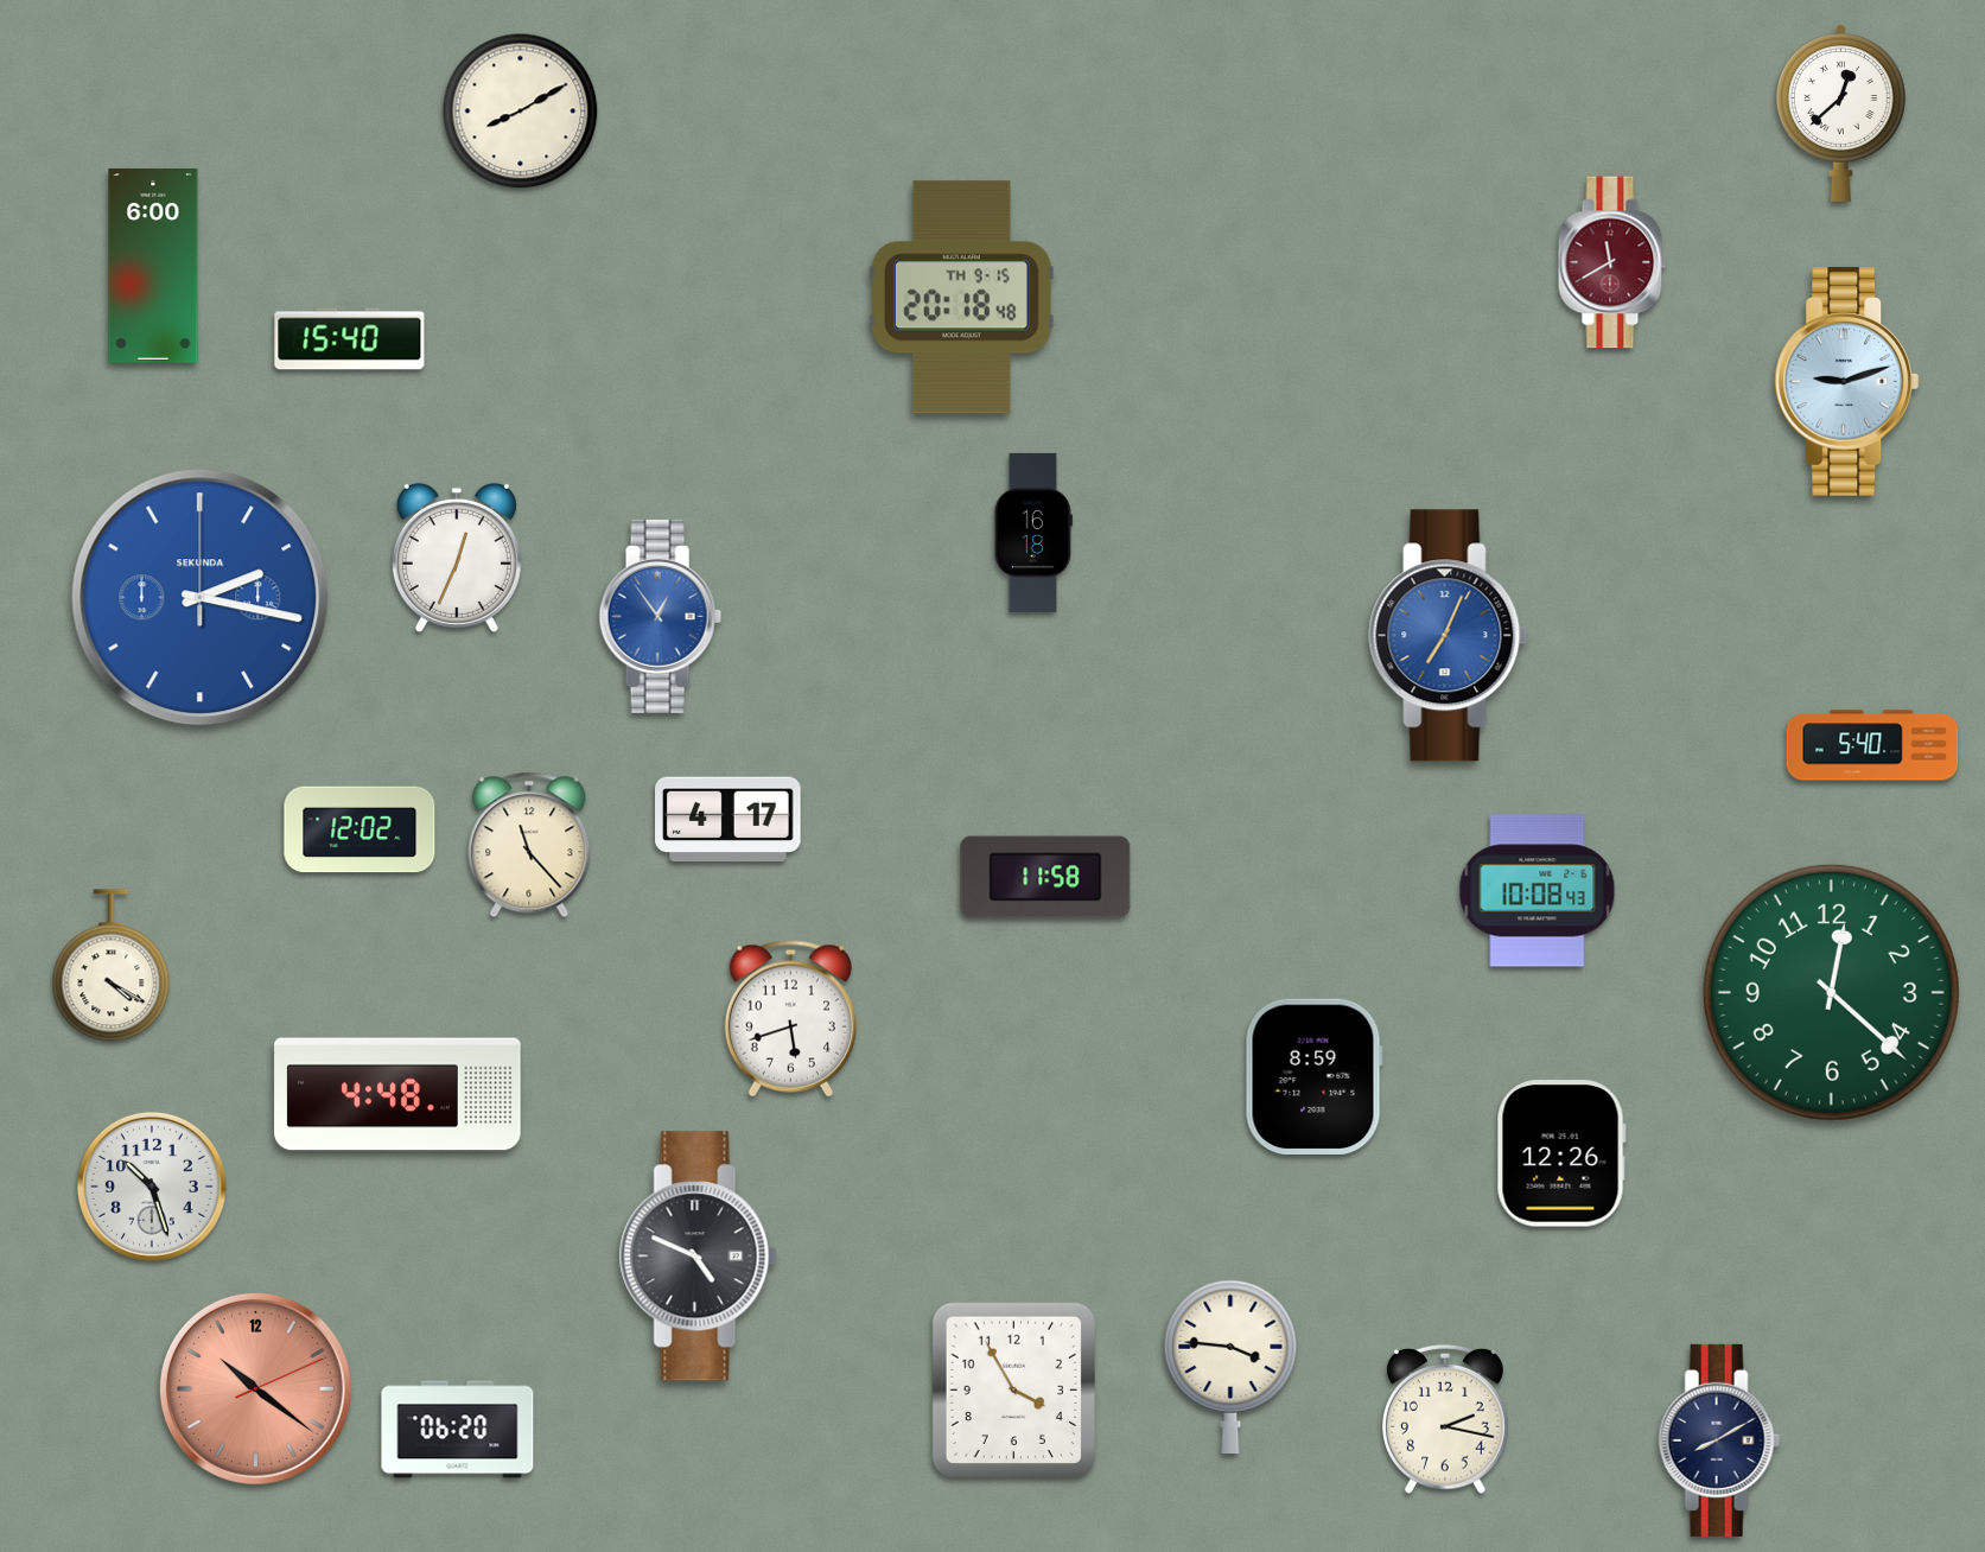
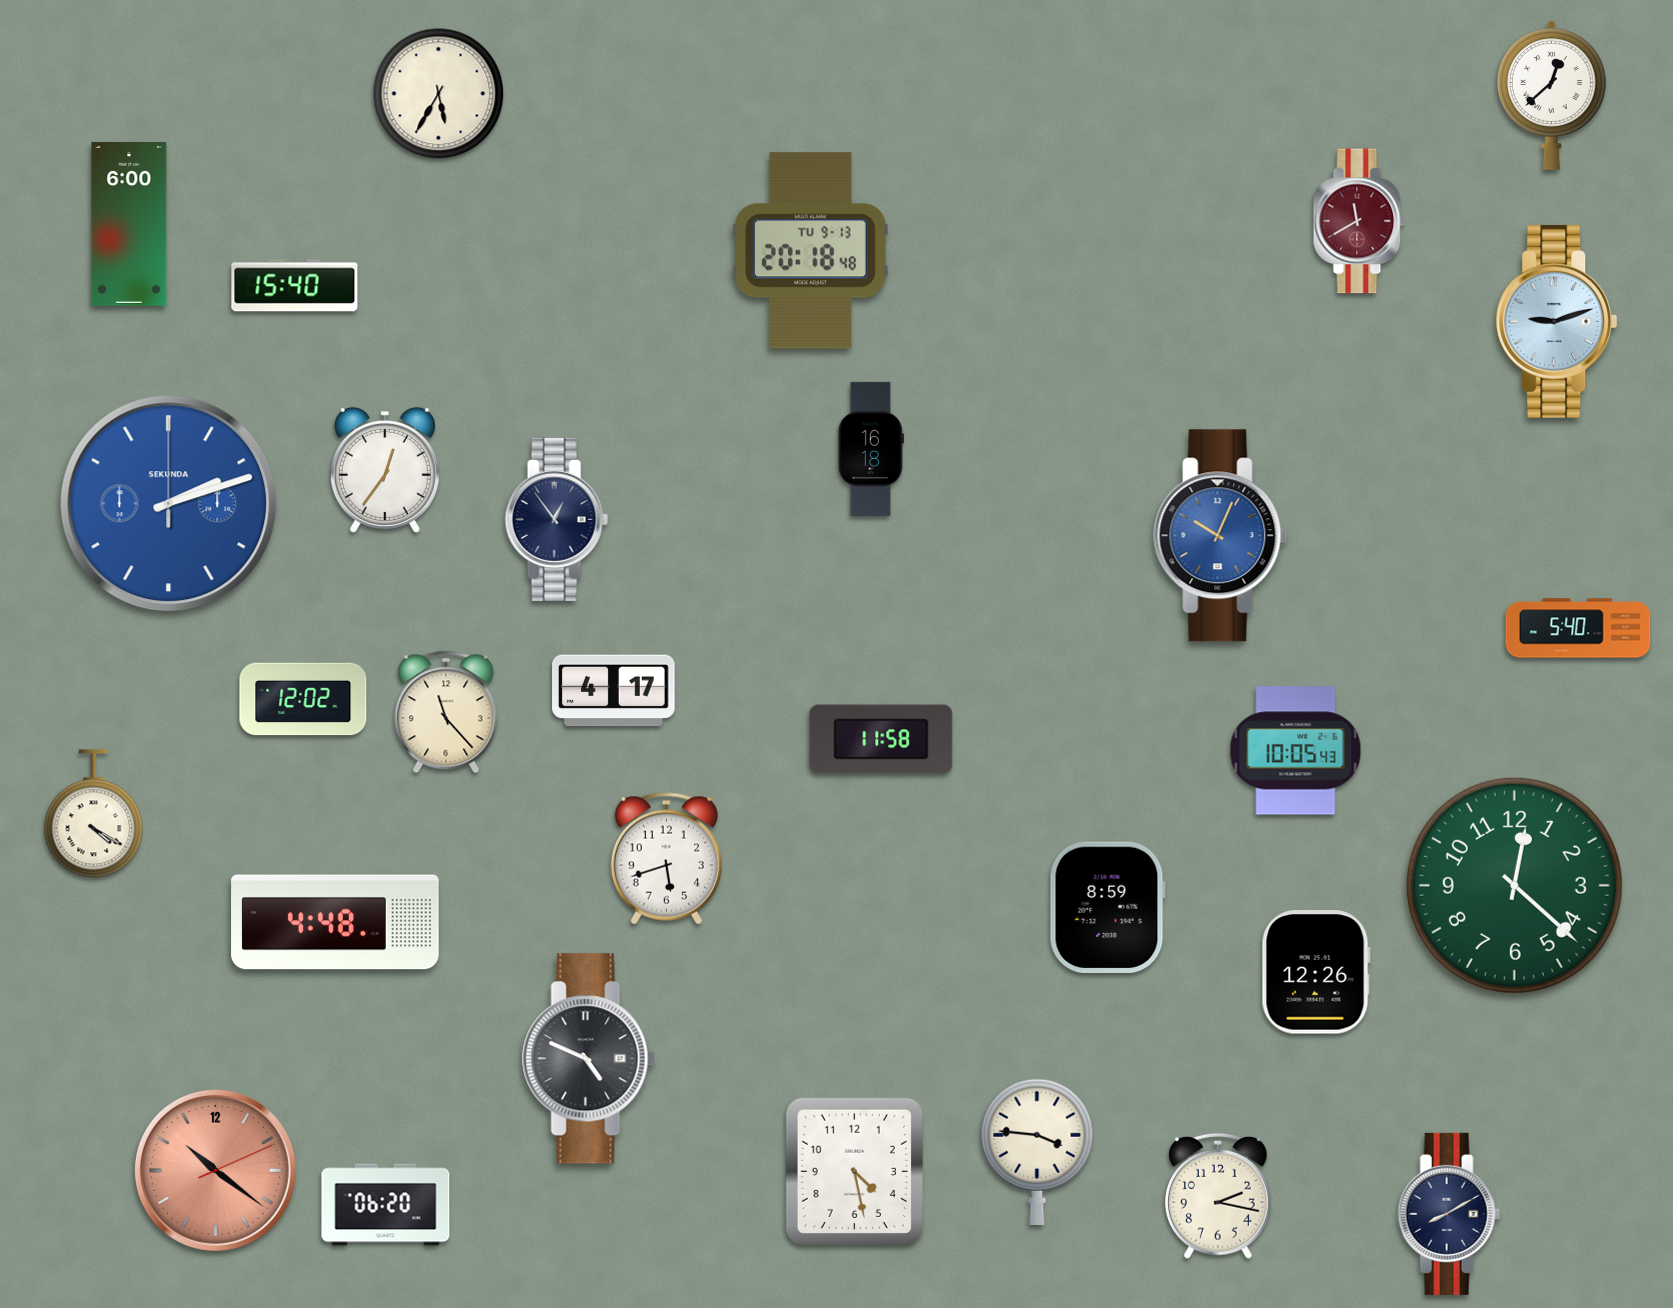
clock at (521, 112): 8:10 -> 5:35
clock at (961, 298) date: TH 9-15 -> TU 9-13
clock at (457, 558): 12:34 -> 12:36
clock at (201, 598): 2:17 -> 2:12
clock at (660, 616) dial: blue -> navy
clock at (1449, 636): 7:04 -> 10:04
clock at (1538, 891): 10:08 -> 10:05
clock at (1831, 992) position: (1831, 992) -> (1514, 885)
clock at (152, 1187): 10:27 -> none
clock at (1013, 1389): 3:55 -> 4:28
